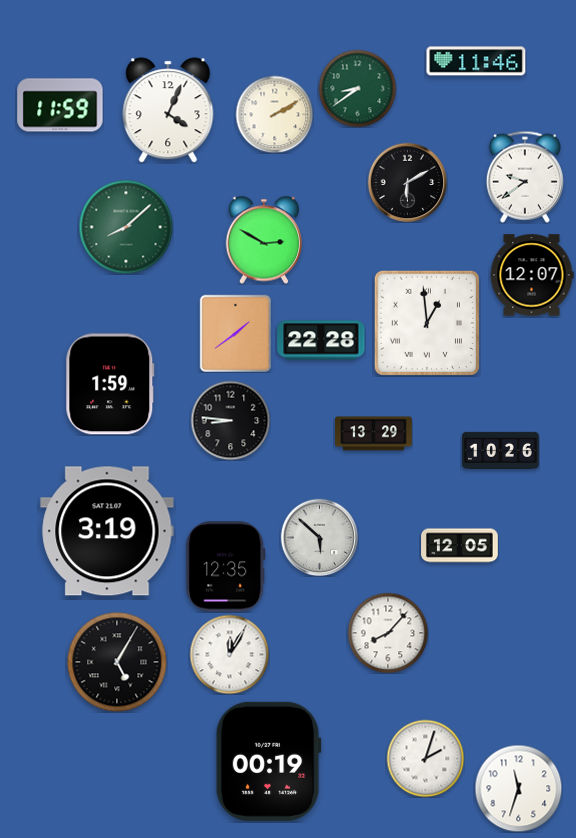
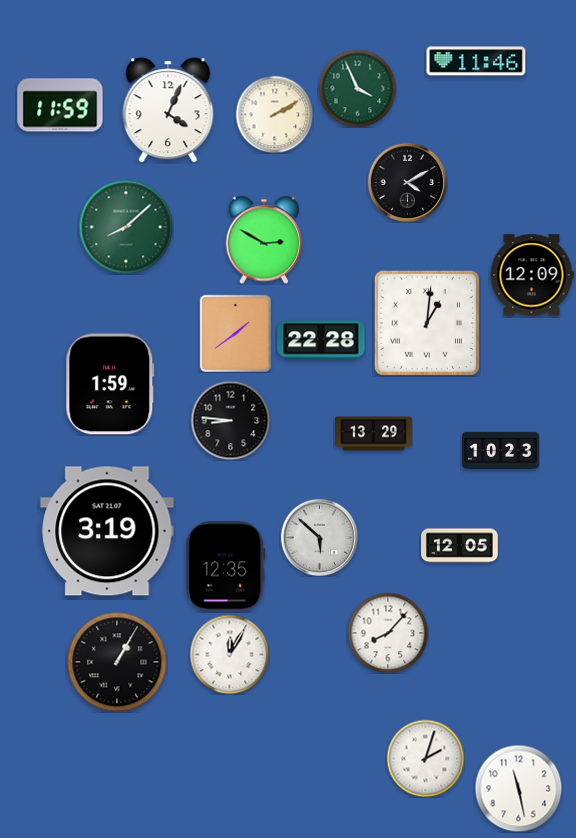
clock at (357, 88): 8:39 -> 3:56
clock at (525, 177): 9:39 -> none
clock at (407, 182): 6:10 -> 4:10
clock at (532, 275): 12:07 -> 12:09
clock at (427, 323): 12:59 -> 1:01
clock at (501, 450): 10:26 -> 10:23
clock at (117, 662): 5:05 -> 1:05
clock at (268, 761): 00:19 -> none
clock at (518, 788): 11:33 -> 11:28
